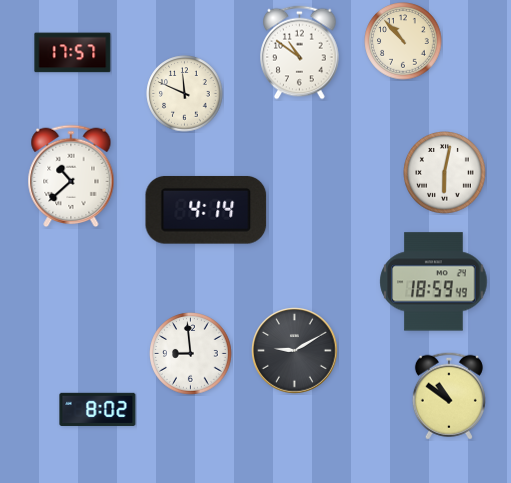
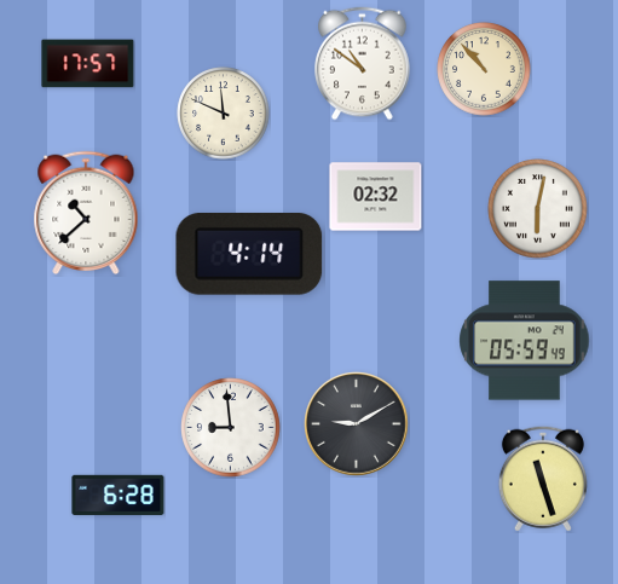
clock at (403, 41) position: (403, 41) -> (484, 69)
clock at (376, 197): none -> 02:32
clock at (434, 282): 18:59 -> 05:59
clock at (449, 396): 10:51 -> 11:27
clock at (98, 409): 8:02 -> 6:28
